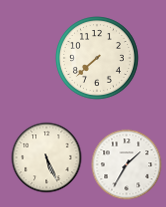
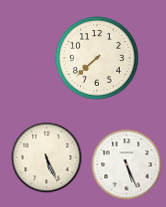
clock at (127, 165): 1:35 -> 5:26
